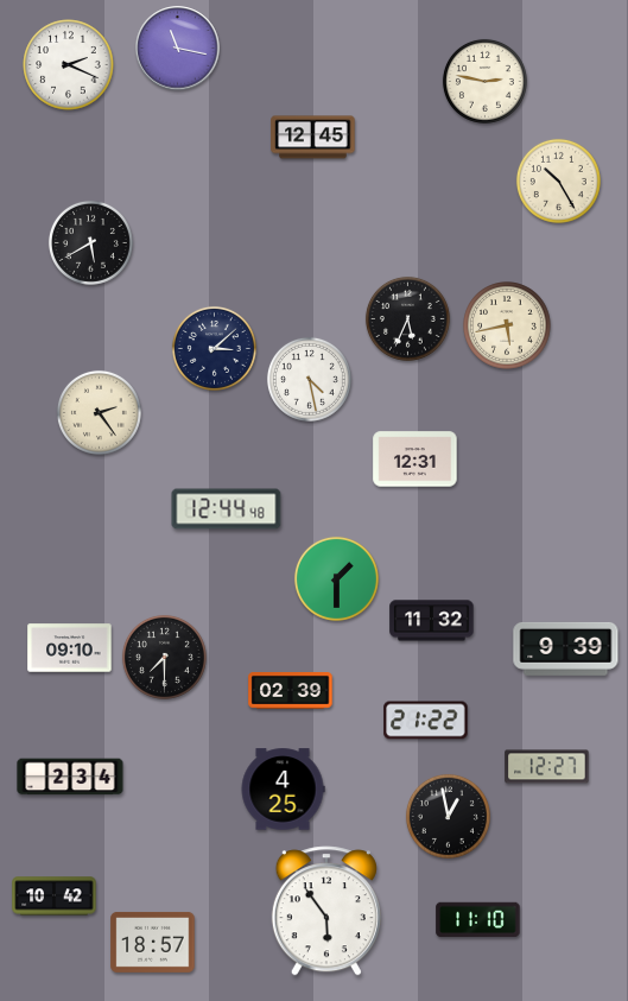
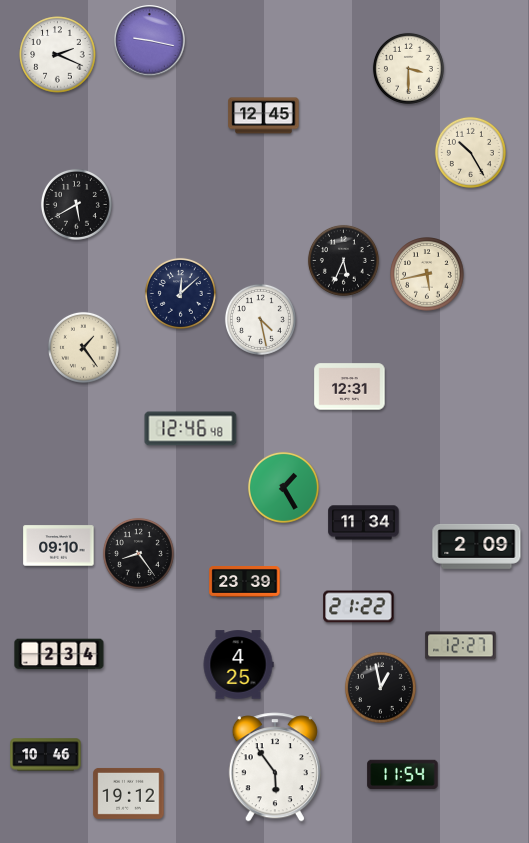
clock at (178, 49): 11:17 -> 9:17
clock at (484, 81): 2:47 -> 3:30
clock at (407, 318) position: (407, 318) -> (343, 260)
clock at (214, 348): 3:08 -> 12:08
clock at (99, 412): 2:24 -> 1:24
clock at (227, 509): 12:44 -> 12:46
clock at (336, 578): 1:30 -> 1:25
clock at (432, 621): 11:32 -> 11:34
clock at (566, 648): 9:39 -> 2:09
clock at (164, 657): 7:30 -> 8:24
clock at (291, 691): 02:39 -> 23:39
clock at (448, 816) position: (448, 816) -> (380, 687)
clock at (55, 897): 10:42 -> 10:46
clock at (478, 920): 11:10 -> 11:54
clock at (153, 942): 18:57 -> 19:12
